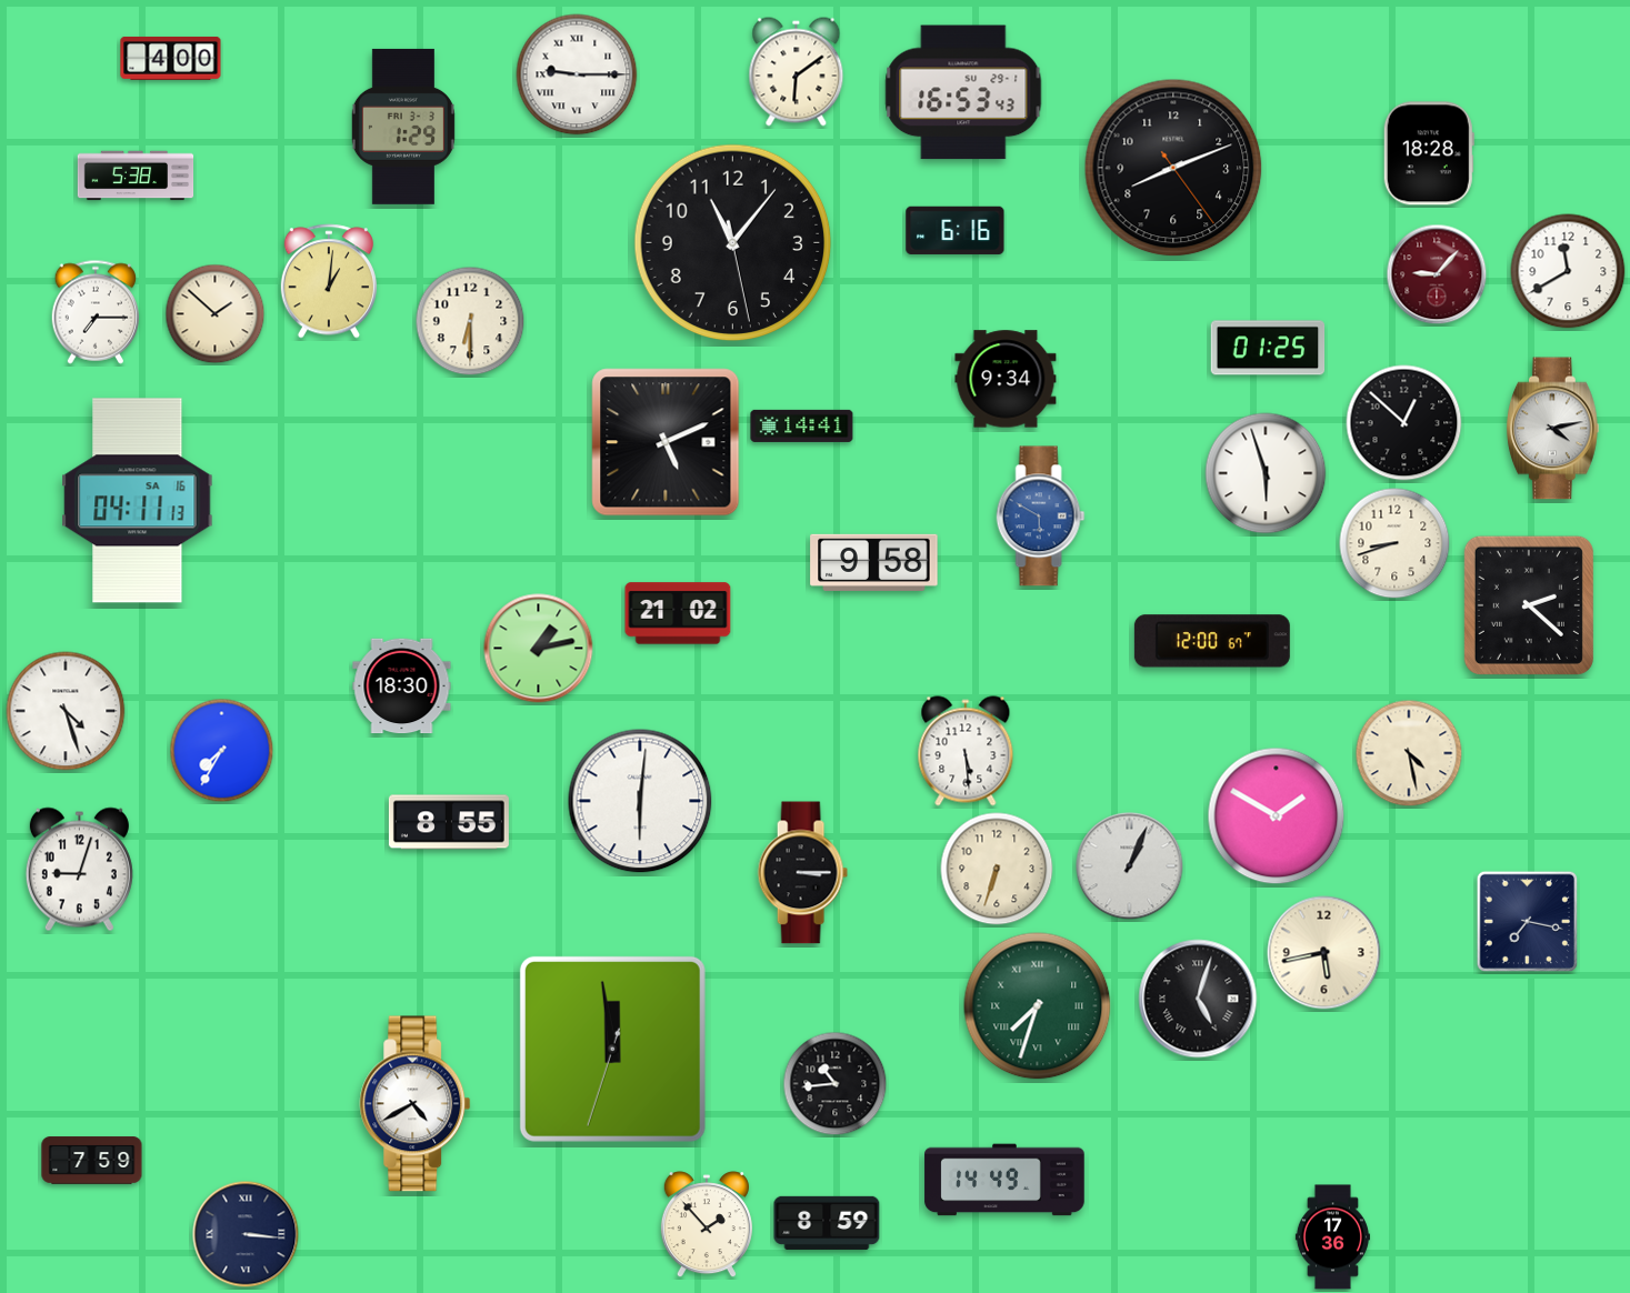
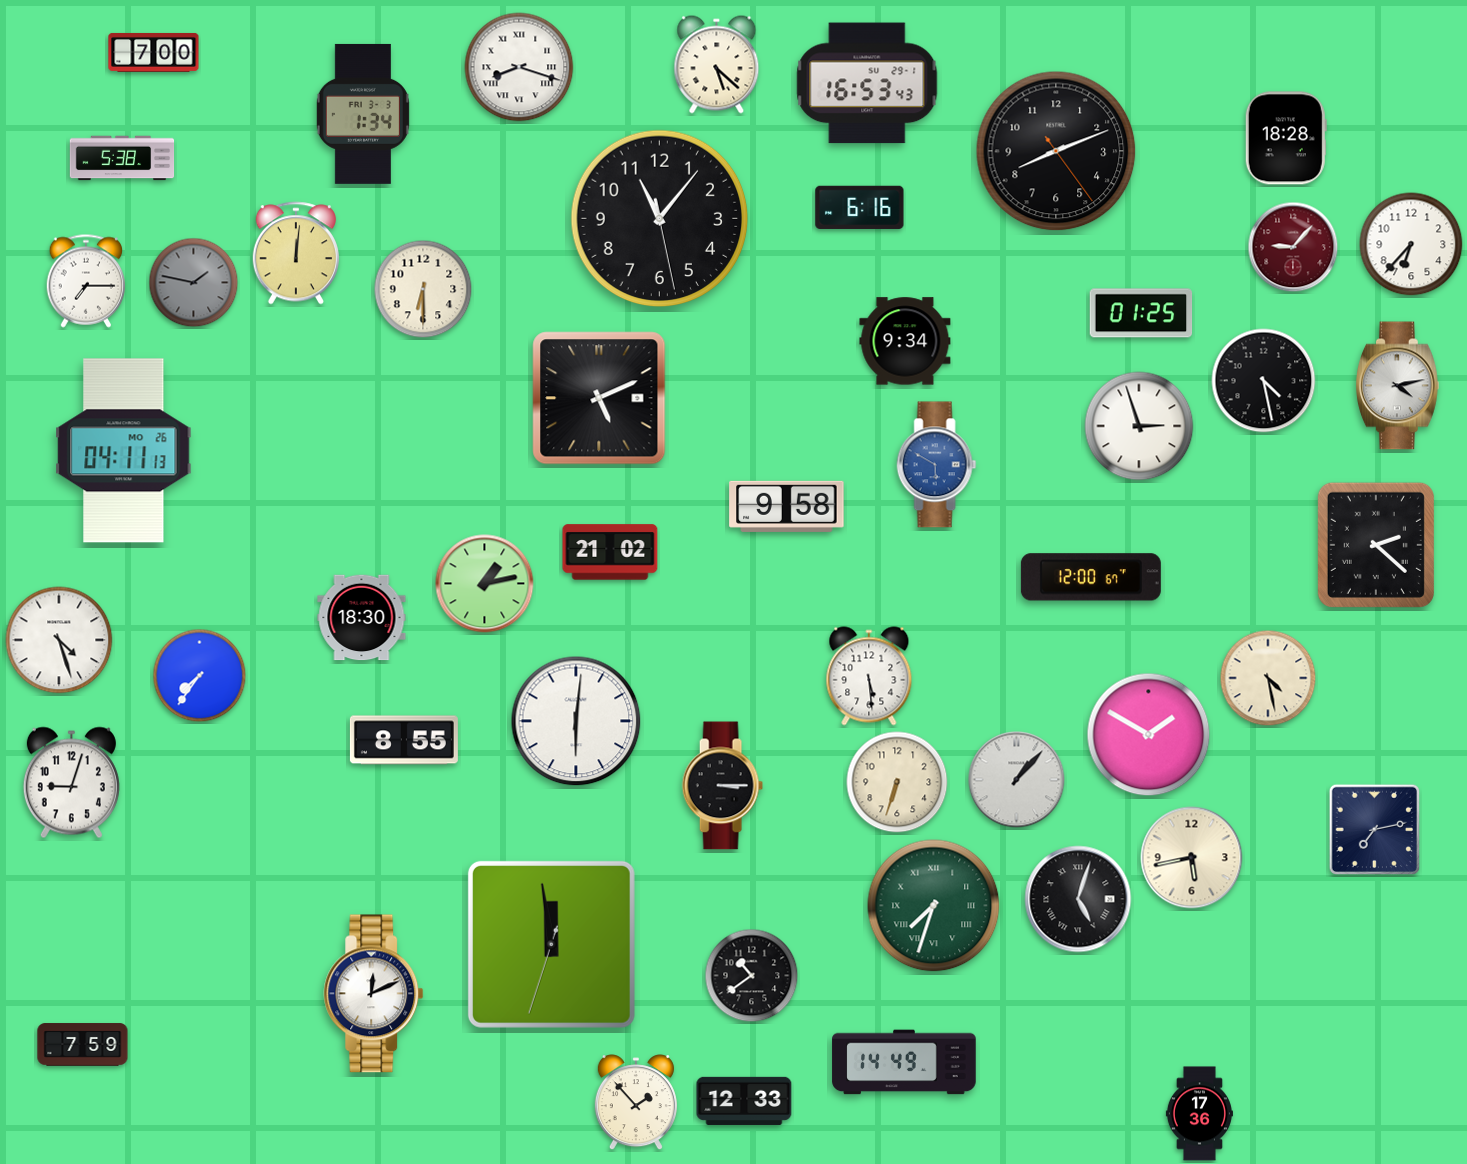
clock at (171, 58): 4:00 -> 7:00
clock at (797, 72): 6:09 -> 5:22
clock at (577, 74): 9:15 -> 8:18
clock at (403, 127): 1:29 -> 1:34
clock at (1568, 271): 11:40 -> 6:37
clock at (328, 281): 1:01 -> 12:01
clock at (216, 314): 1:52 -> 1:47
clock at (216, 314) dial: cream -> grey
clock at (1404, 423): 12:52 -> 4:28
clock at (802, 425): 14:41 -> none
clock at (1266, 473): 5:57 -> 2:57
clock at (138, 501) date: SA 16 -> MO 26
clock at (1394, 543): 8:42 -> none
clock at (222, 751): 7:35 -> 7:36
clock at (1130, 866): 1:04 -> 1:07
clock at (1528, 922): 7:17 -> 7:13
clock at (836, 1084): 10:44 -> 10:39
clock at (416, 1104): 4:40 -> 12:11
clock at (827, 1223): 8:59 -> 12:33
clock at (246, 1234): 3:16 -> none
